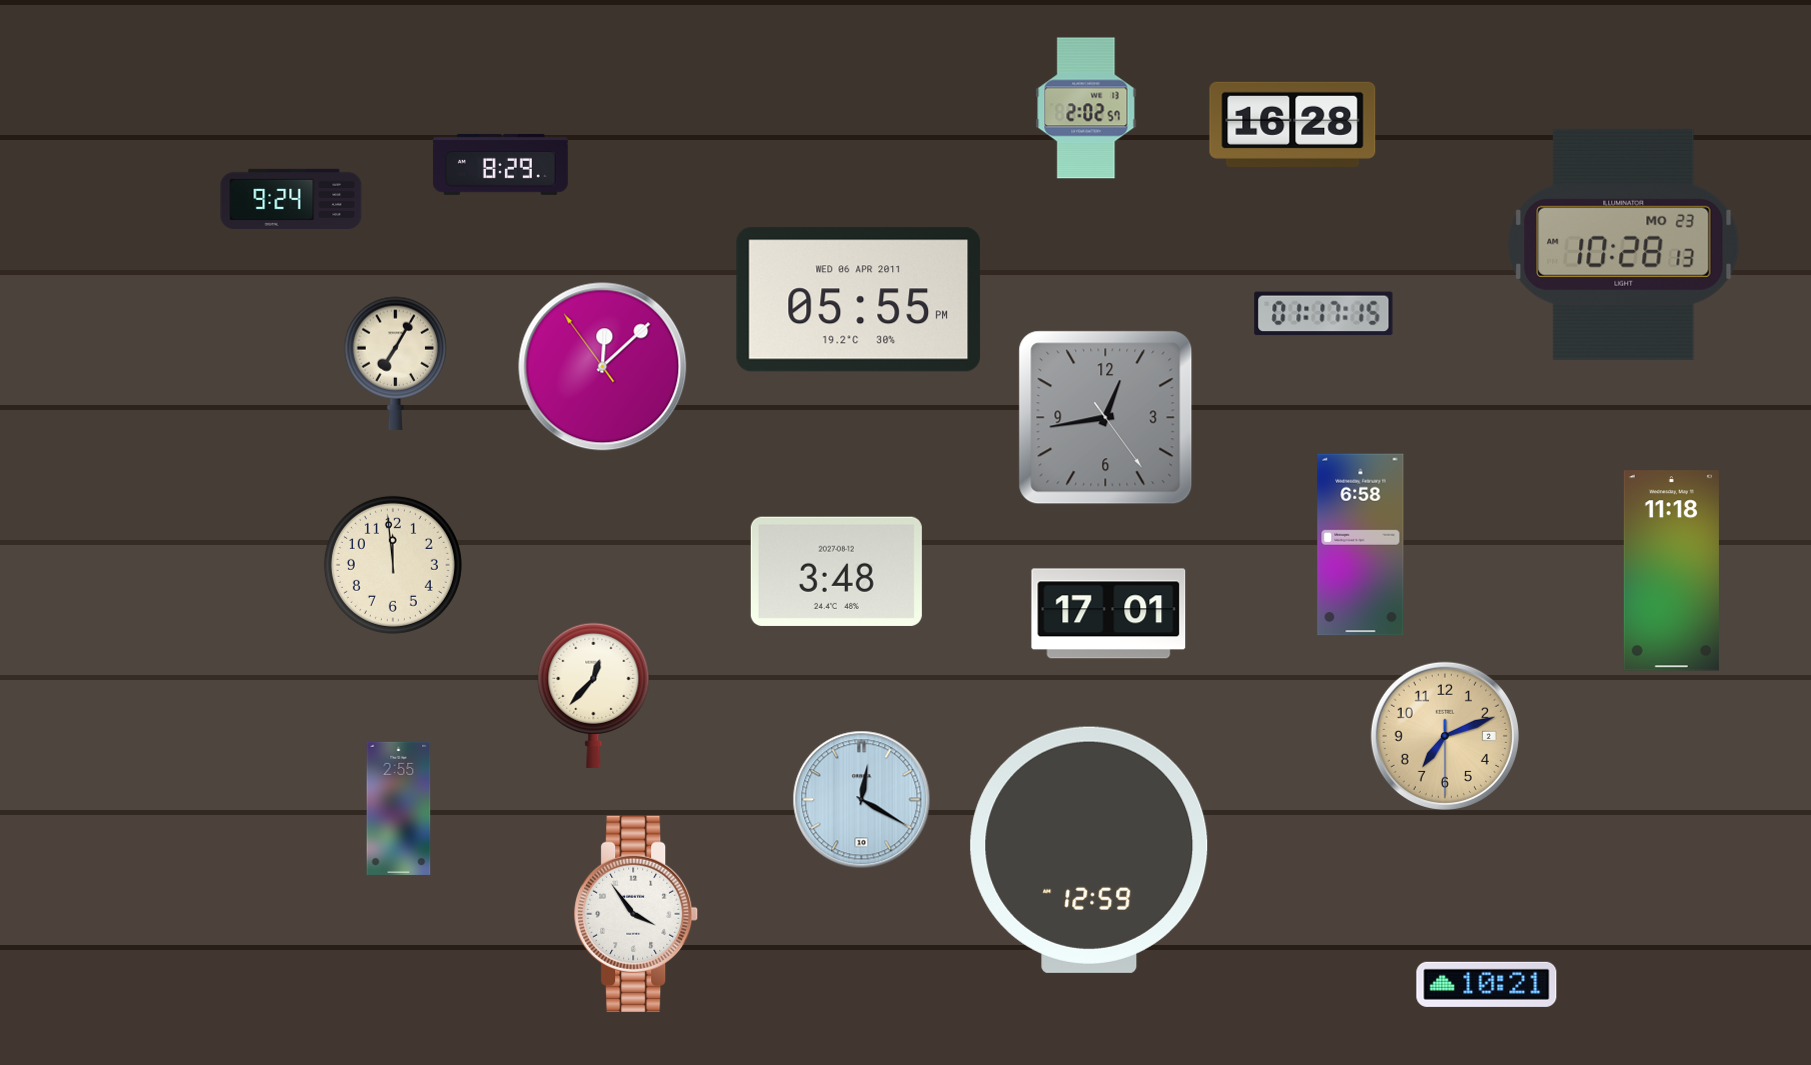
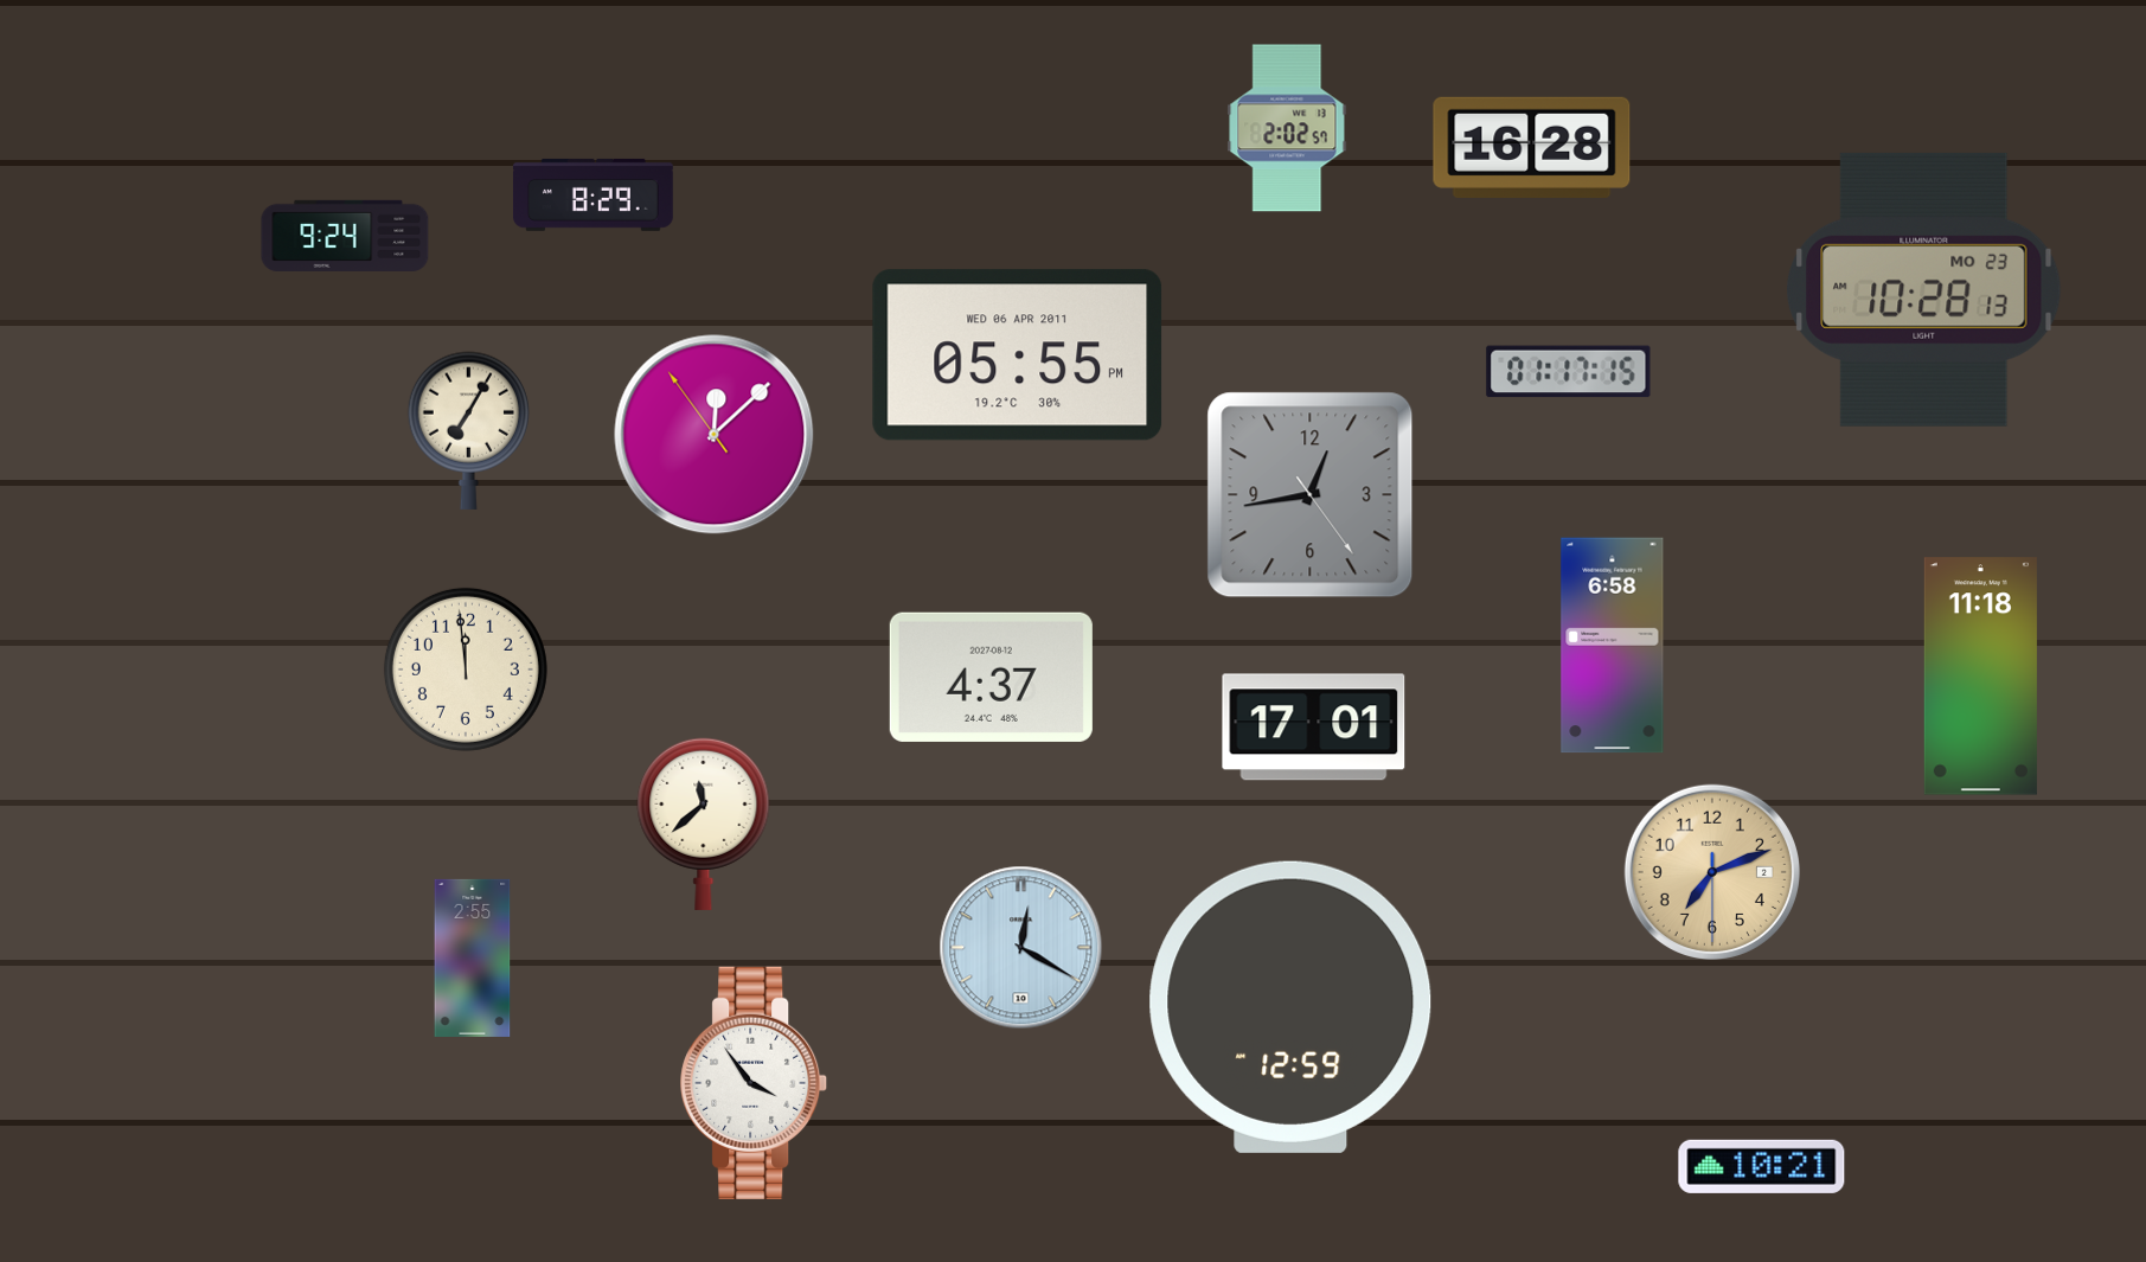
clock at (836, 571): 3:48 -> 4:37
clock at (594, 695): 12:37 -> 11:38
